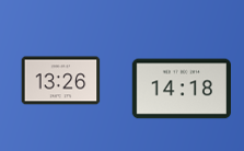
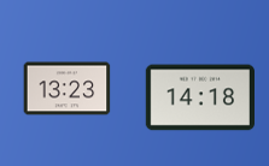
clock at (61, 81): 13:26 -> 13:23
